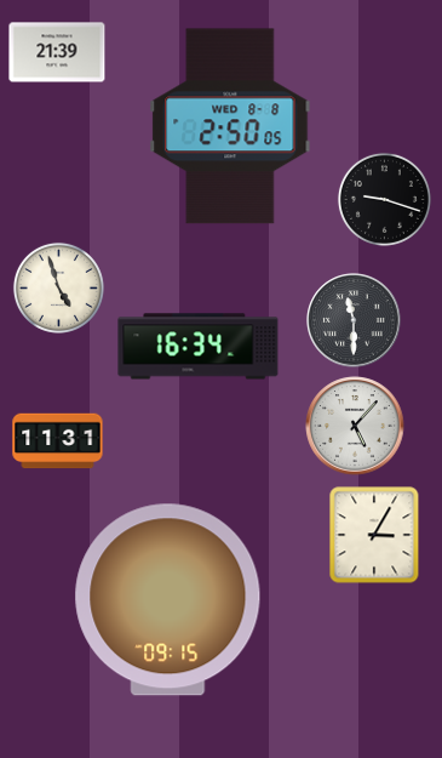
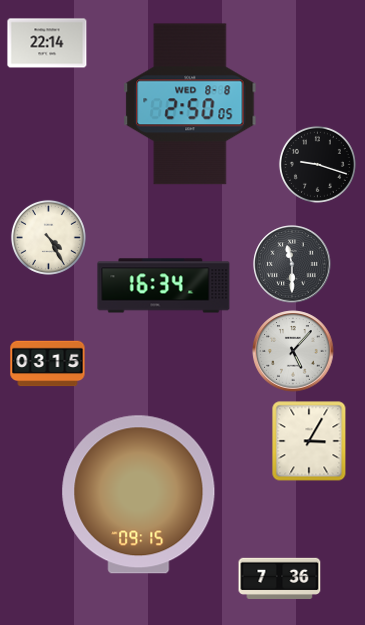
clock at (57, 52): 21:39 -> 22:14
clock at (58, 287): 4:57 -> 4:25
clock at (58, 441): 11:31 -> 03:15
clock at (280, 578): none -> 7:36
